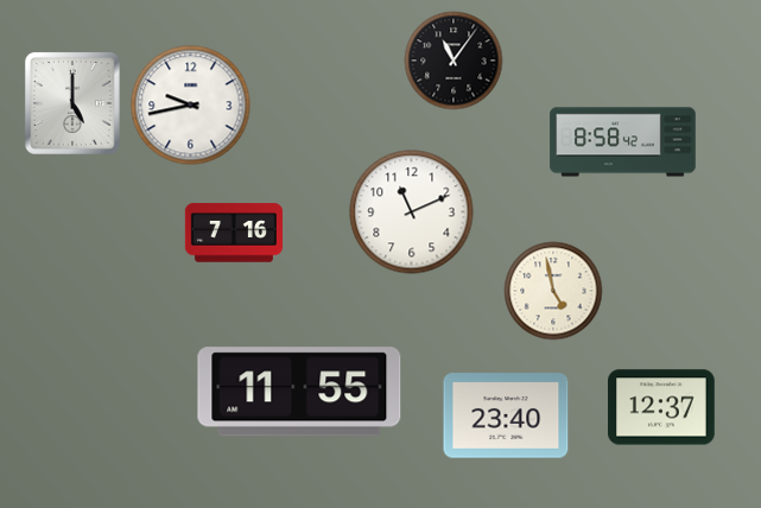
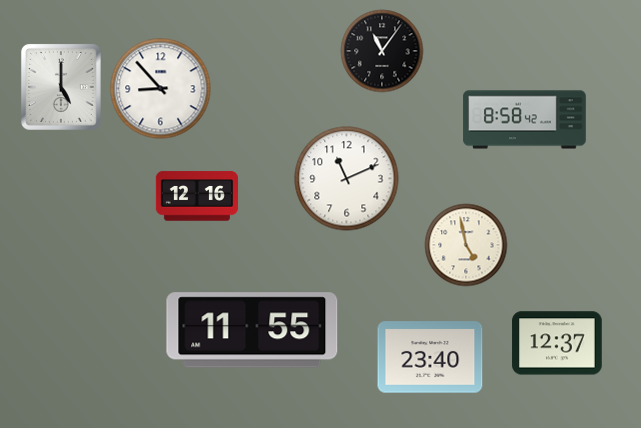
clock at (191, 106): 9:43 -> 8:53
clock at (233, 233): 7:16 -> 12:16
clock at (506, 415) position: (506, 415) -> (430, 357)
